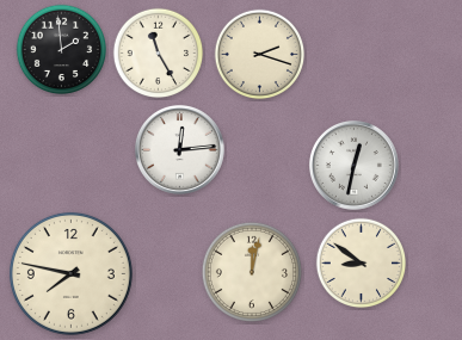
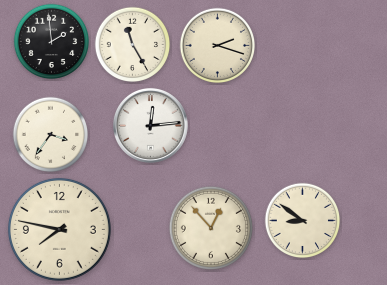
clock at (51, 135): none -> 3:36
clock at (353, 165): 12:32 -> none
clock at (252, 272): 12:02 -> 12:53
